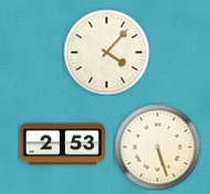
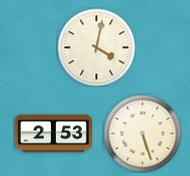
clock at (106, 52): 4:07 -> 4:02
clock at (62, 144) position: (62, 144) -> (53, 134)
